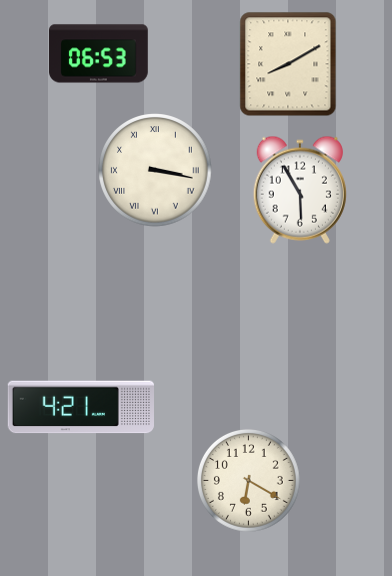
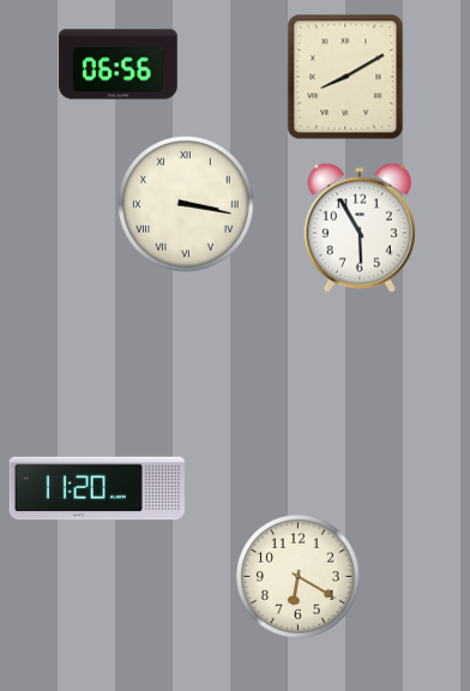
clock at (99, 54): 06:53 -> 06:56
clock at (80, 407): 4:21 -> 11:20
